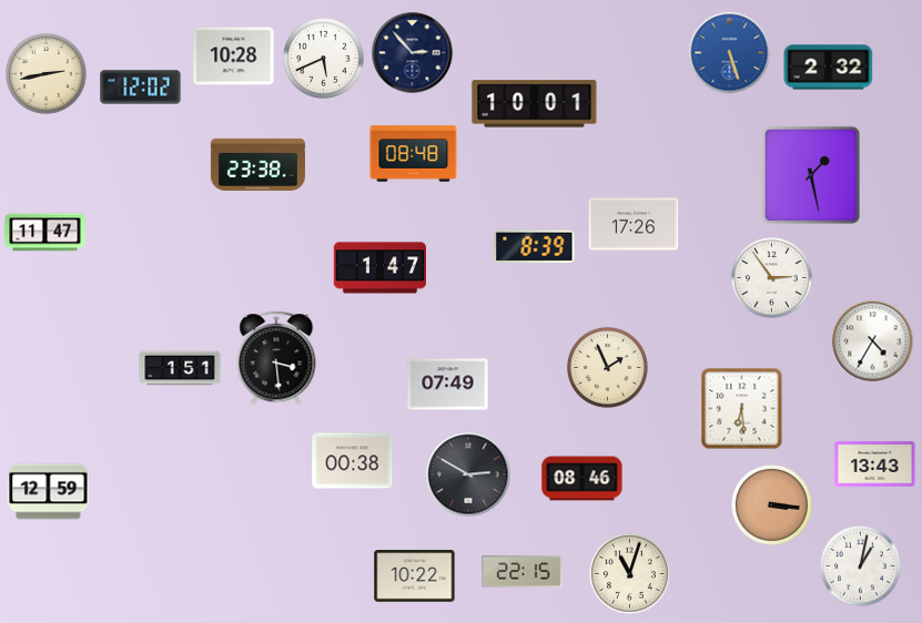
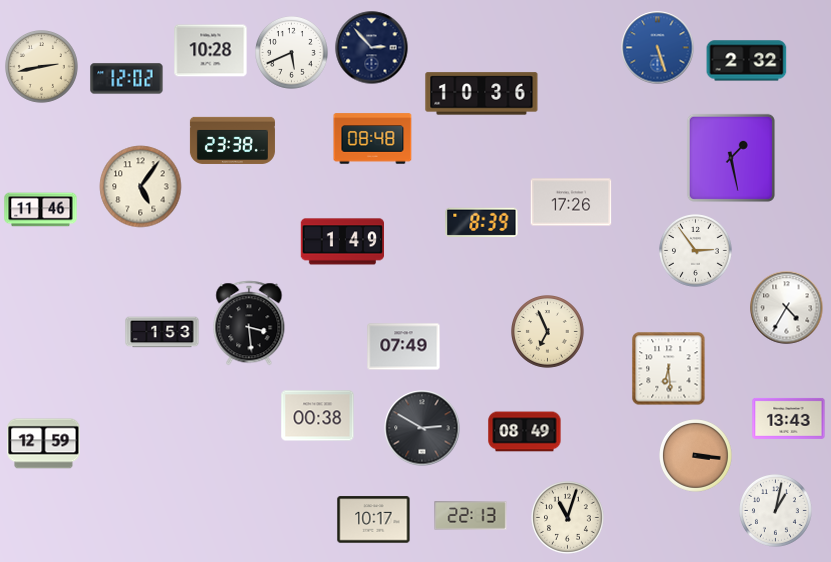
clock at (535, 104): 10:01 -> 10:36
clock at (257, 164) position: (257, 164) -> (232, 140)
clock at (141, 187): none -> 5:06
clock at (45, 233): 11:47 -> 11:46
clock at (379, 268): 1:47 -> 1:49
clock at (180, 368): 1:51 -> 1:53
clock at (608, 368): 1:56 -> 6:56
clock at (582, 479): 08:46 -> 08:49
clock at (523, 572): 22:15 -> 22:13
clock at (415, 576): 10:22 -> 10:17
